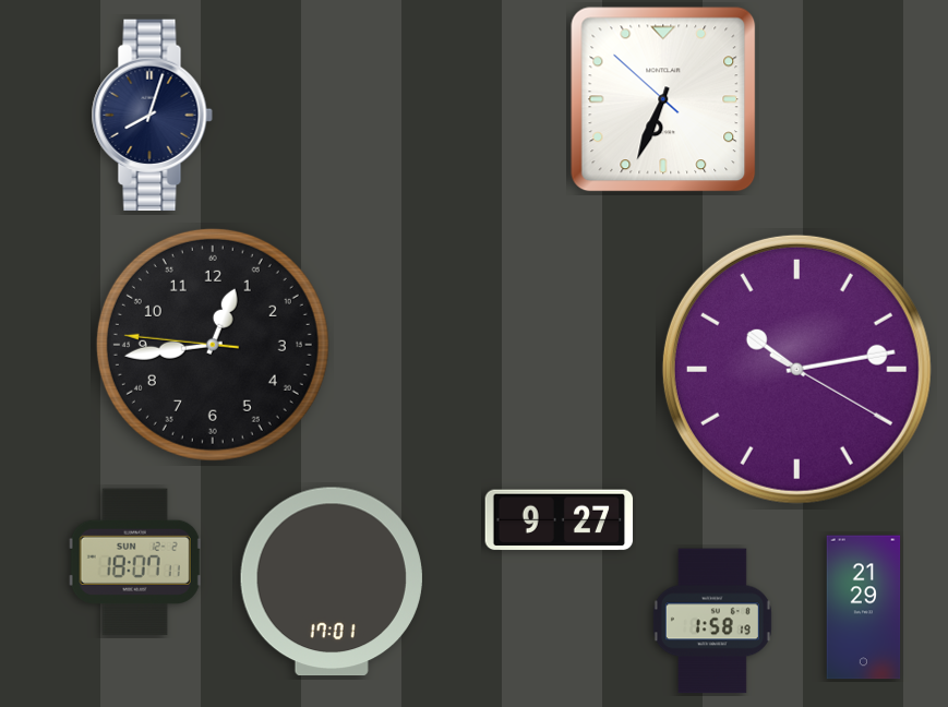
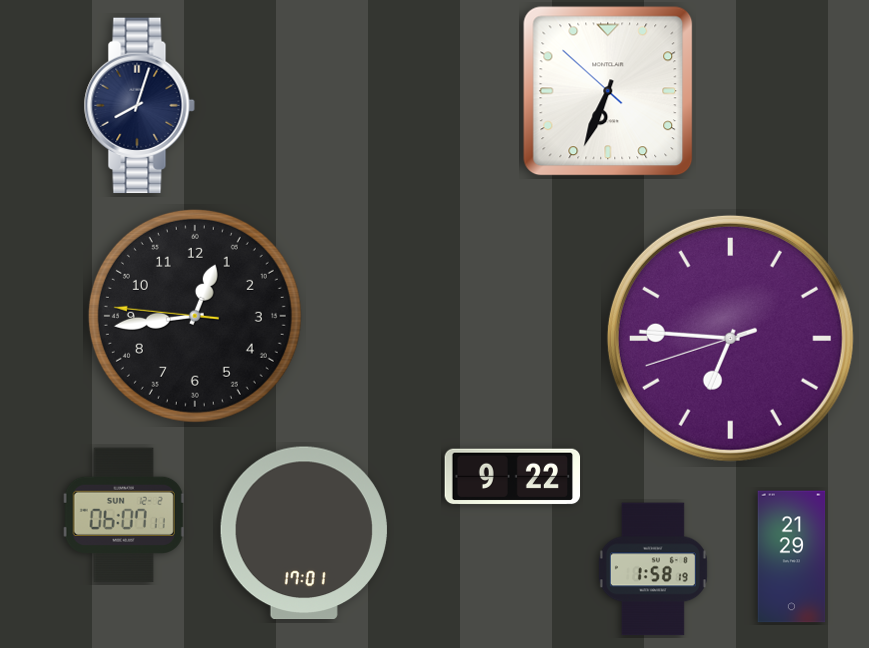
clock at (796, 369): 10:13 -> 6:45
clock at (560, 520): 9:27 -> 9:22
clock at (135, 562): 18:07 -> 06:07
